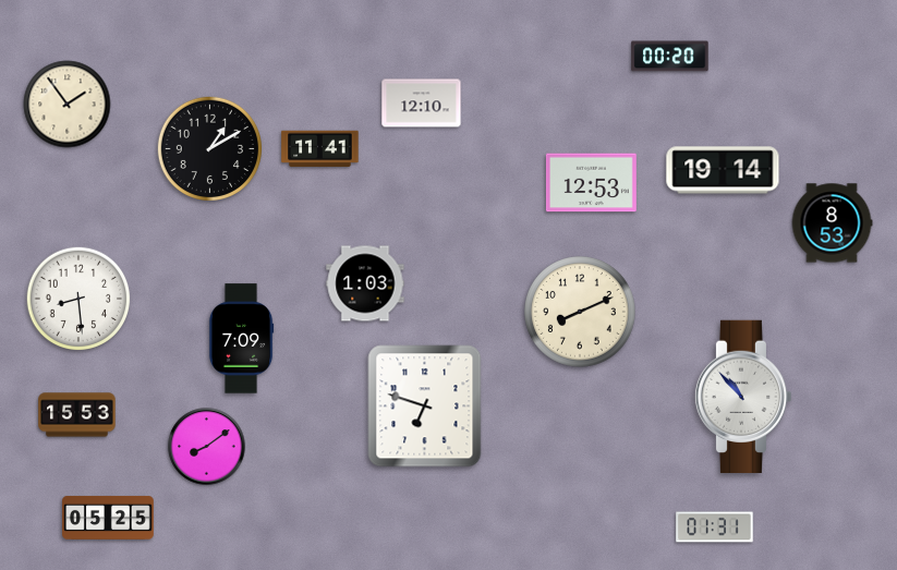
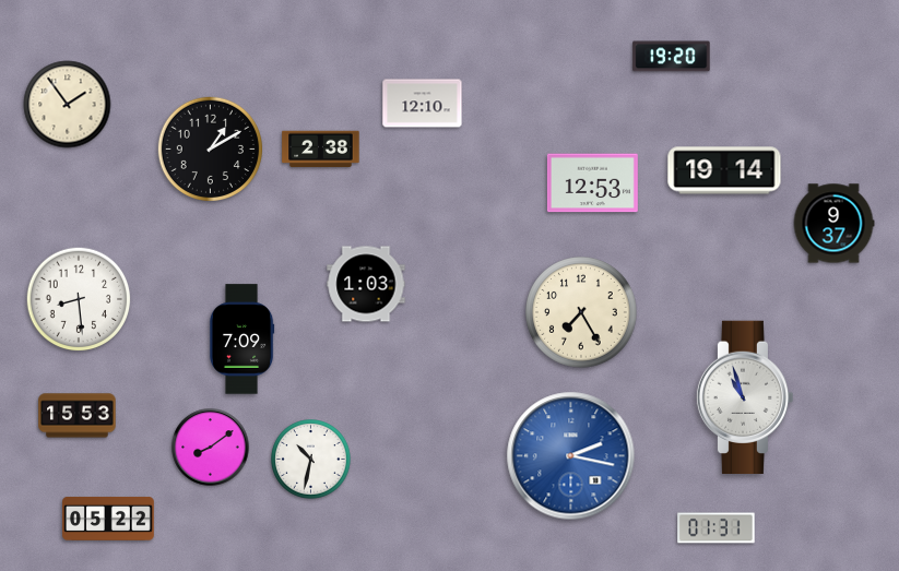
clock at (670, 57): 00:20 -> 19:20
clock at (320, 149): 11:41 -> 2:38
clock at (832, 223): 8:53 -> 9:37
clock at (581, 313): 8:11 -> 7:25
clock at (743, 396): 10:53 -> 10:57
clock at (425, 407): 6:48 -> none
clock at (207, 447) position: (207, 447) -> (211, 448)
clock at (571, 456): none -> 2:17
clock at (311, 460): none -> 10:32
clock at (108, 518): 05:25 -> 05:22
